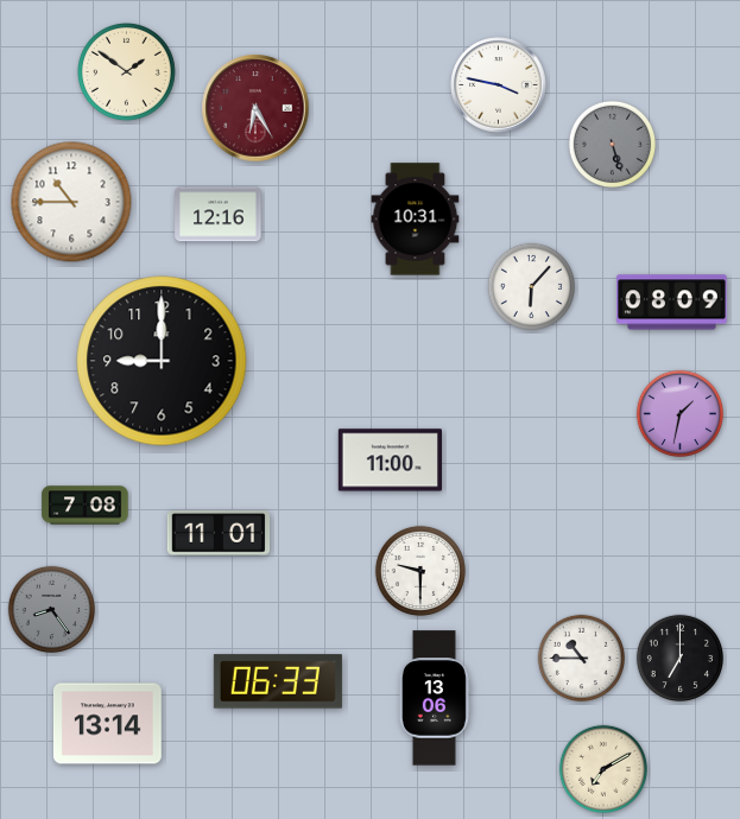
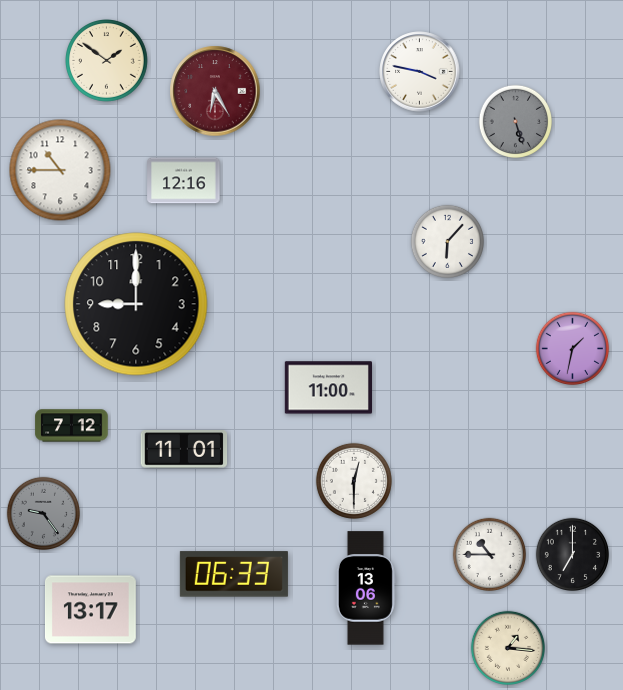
clock at (416, 220): 10:31 -> none
clock at (672, 303): 08:09 -> none
clock at (86, 506): 7:08 -> 7:12
clock at (420, 571): 9:30 -> 12:30
clock at (51, 609): 8:24 -> 9:24
clock at (108, 724): 13:14 -> 13:17
clock at (602, 768): 7:10 -> 1:16
